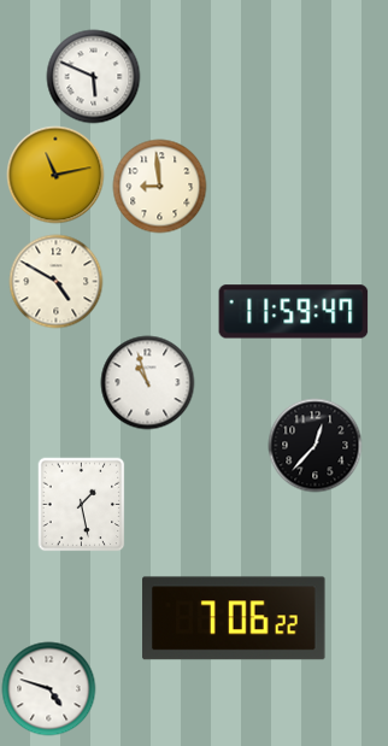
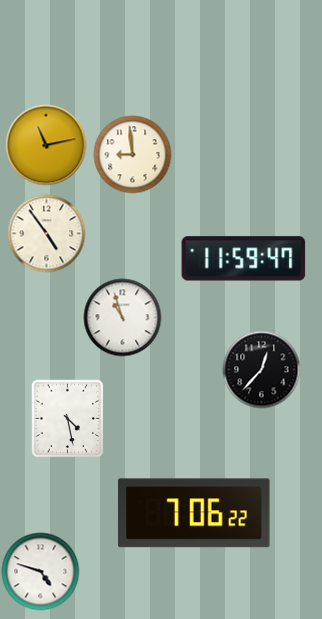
clock at (93, 76): 5:49 -> none
clock at (55, 281): 4:50 -> 4:54
clock at (82, 504): 1:28 -> 4:28
